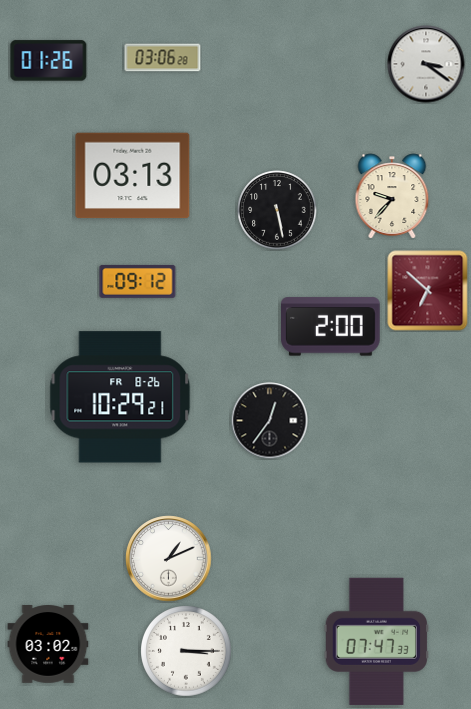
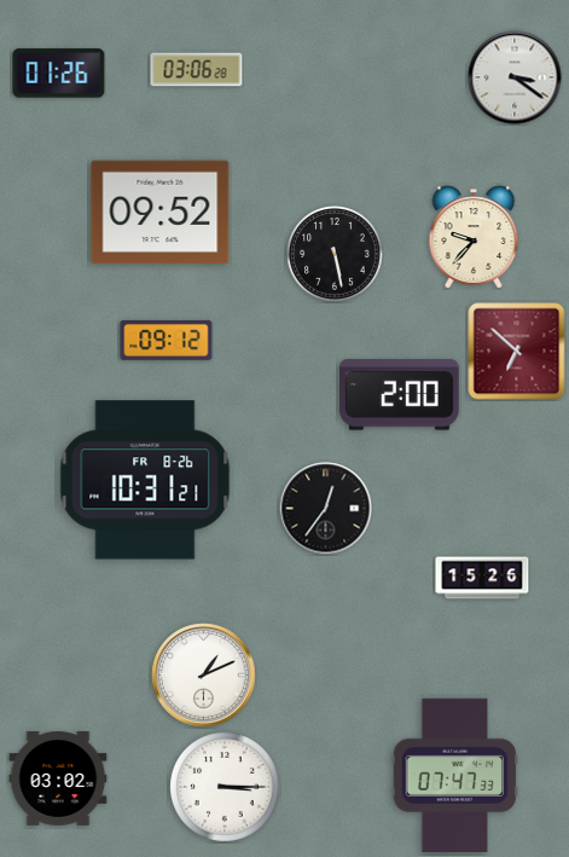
clock at (133, 176): 03:13 -> 09:52
clock at (120, 397): 10:29 -> 10:31
clock at (482, 578): none -> 15:26
